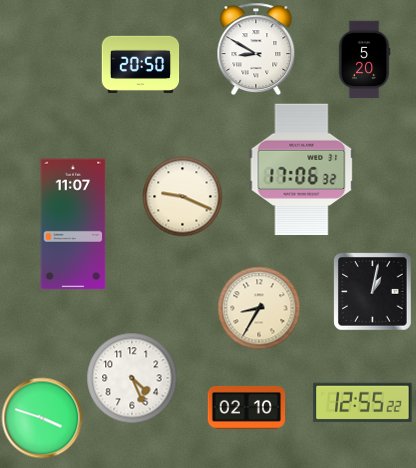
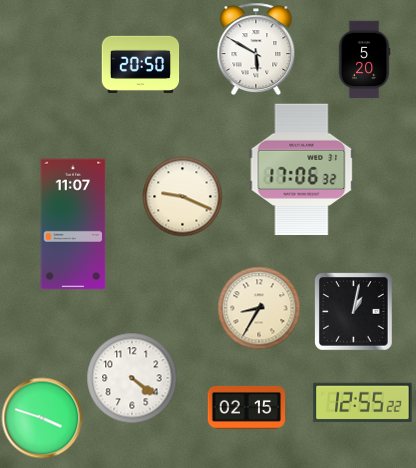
clock at (256, 49): 8:50 -> 5:50
clock at (372, 291) position: (372, 291) -> (353, 311)
clock at (132, 378): 4:26 -> 4:21
clock at (246, 407): 02:10 -> 02:15
